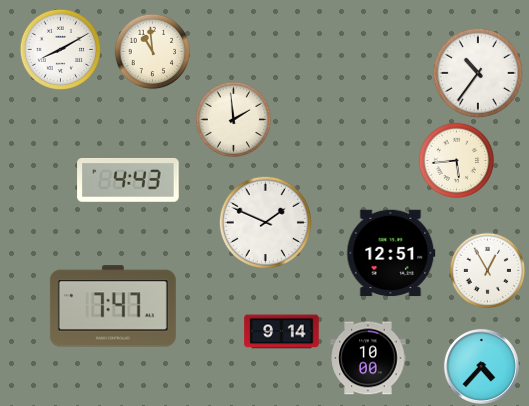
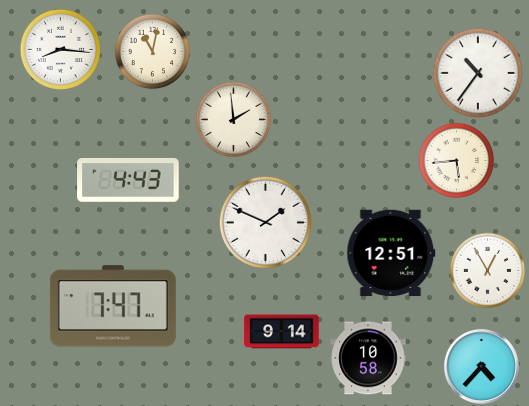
clock at (61, 50): 8:10 -> 8:16
clock at (153, 52): 10:59 -> 11:02
clock at (368, 358): 10:00 -> 10:58
